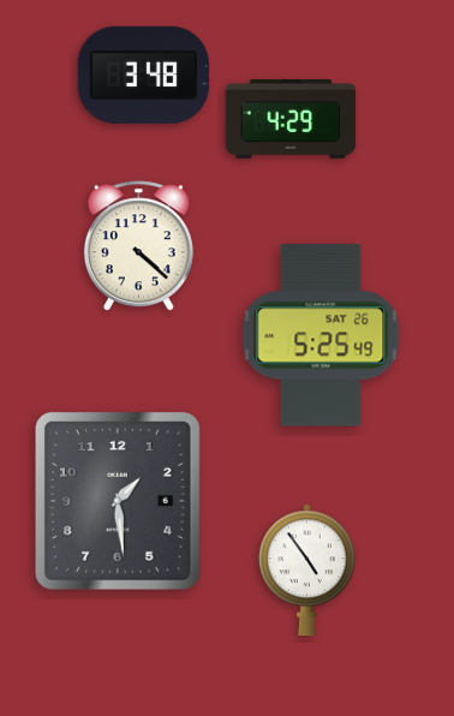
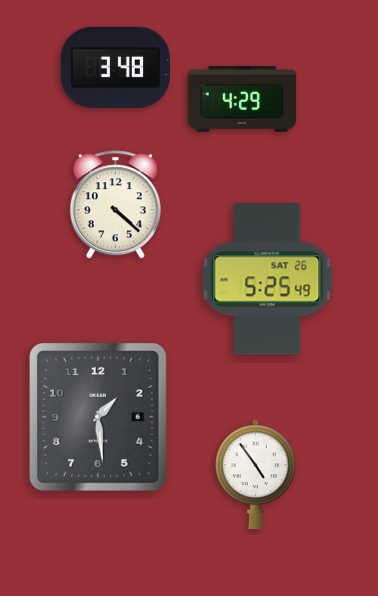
clock at (143, 74) position: (143, 74) -> (115, 67)
